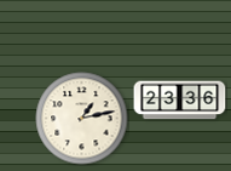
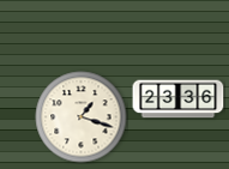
clock at (82, 119): 1:13 -> 1:18
